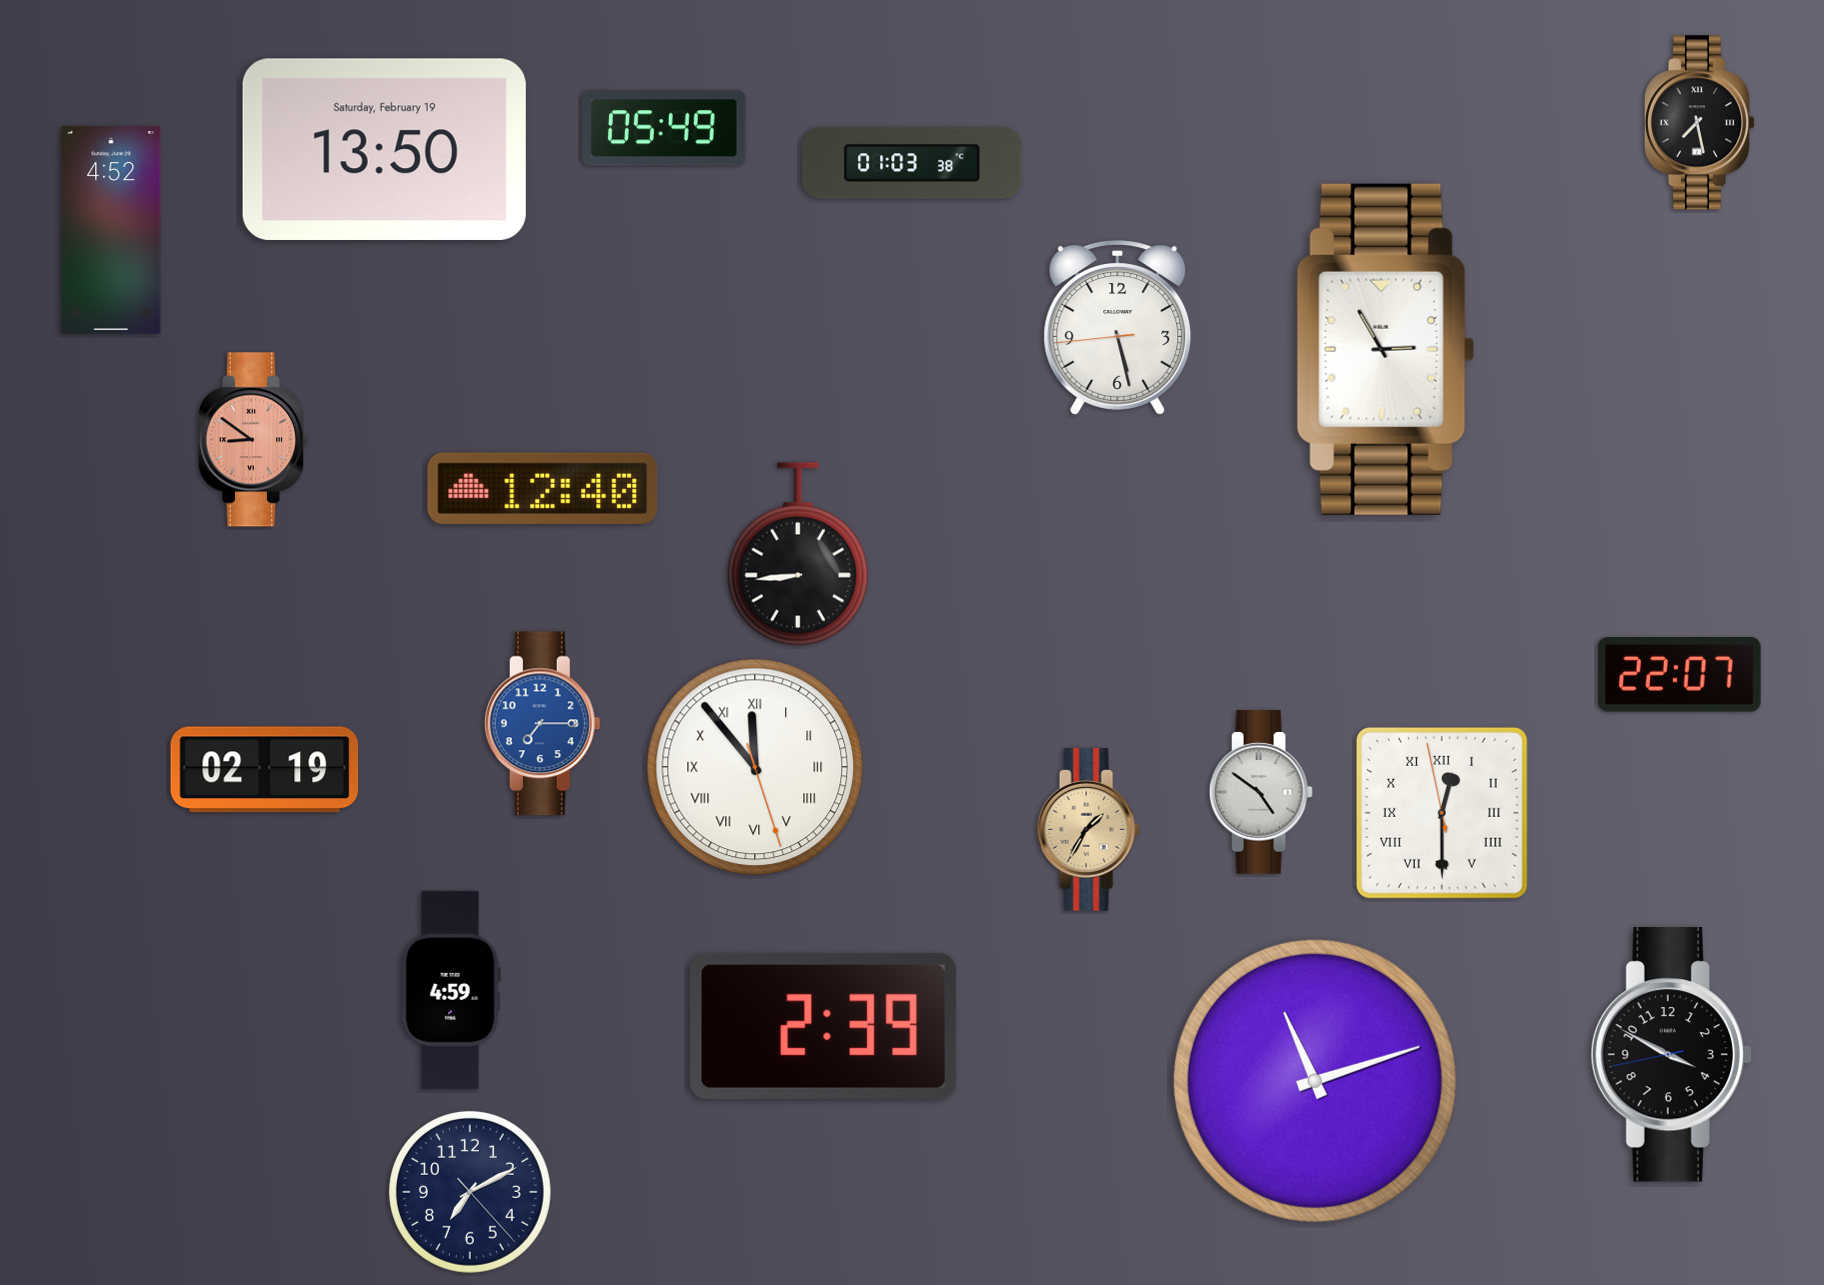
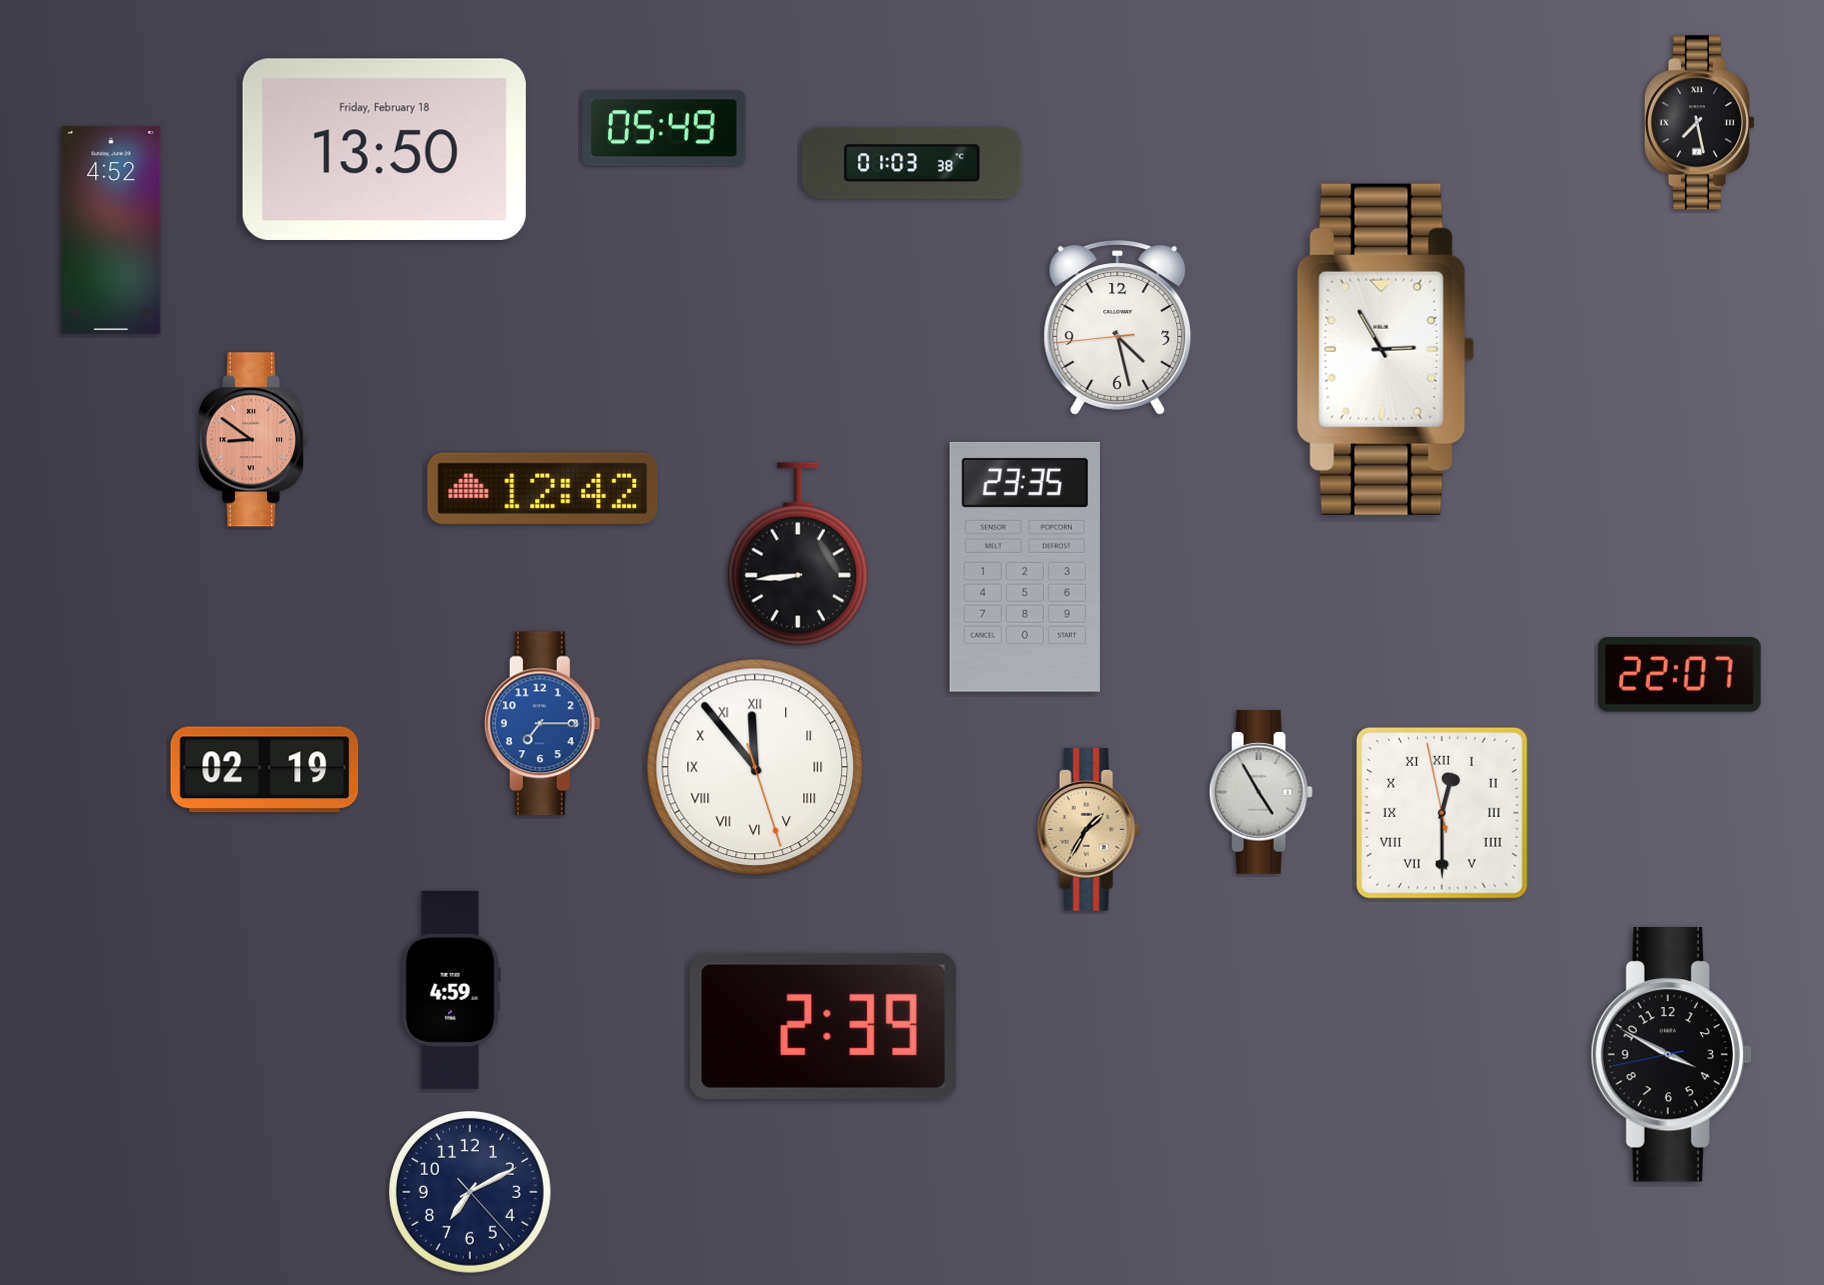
clock at (384, 149) date: Saturday, February 19 -> Friday, February 18
clock at (1118, 328): 5:27 -> 4:27
clock at (543, 488): 12:40 -> 12:42
clock at (1025, 567): none -> 23:35
clock at (1261, 792): 4:51 -> 4:55
clock at (1315, 1081): 11:12 -> none
